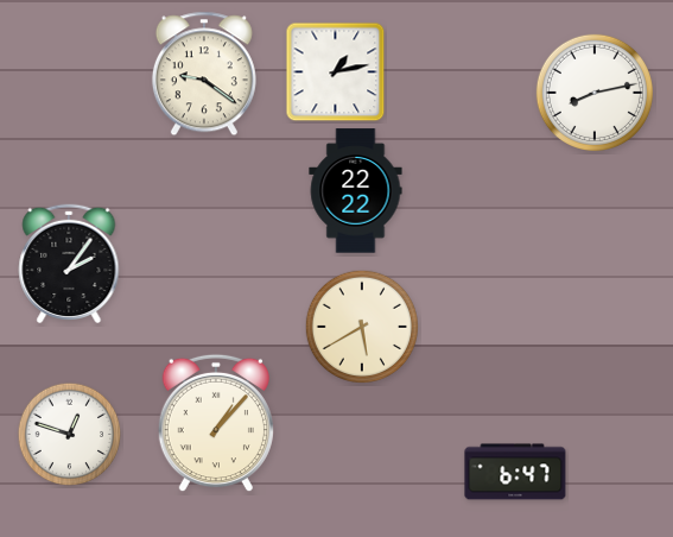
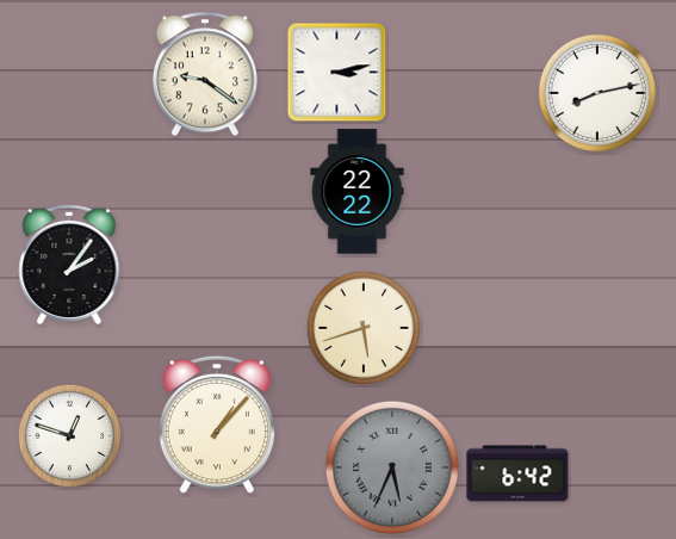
clock at (336, 72): 1:13 -> 3:13
clock at (361, 326): 5:40 -> 5:42
clock at (392, 467): none -> 5:34
clock at (515, 472): 6:47 -> 6:42
